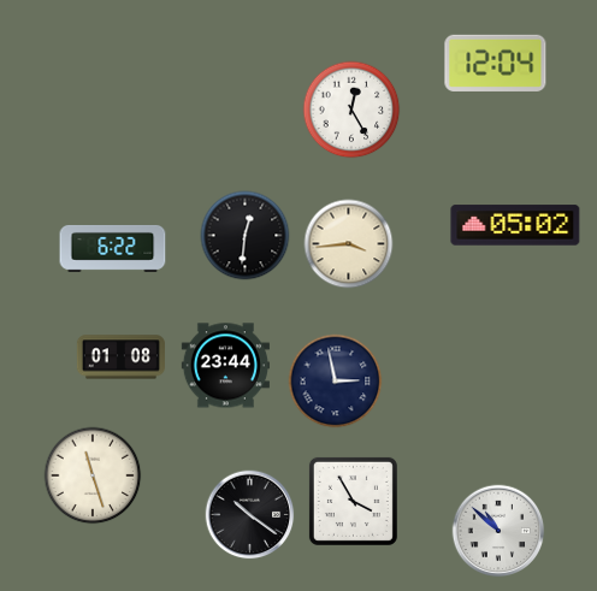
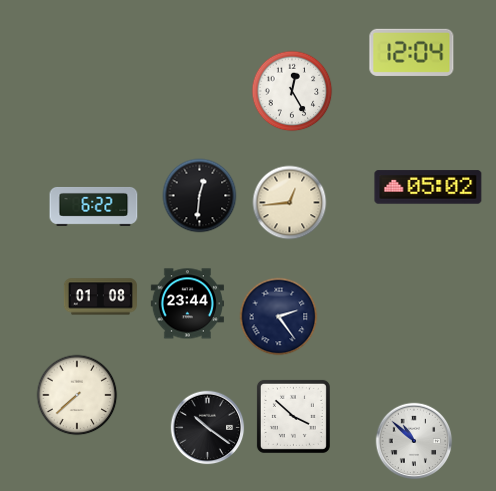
clock at (246, 236) position: (246, 236) -> (200, 196)
clock at (349, 244): 3:44 -> 12:44
clock at (336, 382): 2:58 -> 2:24
clock at (93, 475): 11:27 -> 7:38
clock at (353, 501): 3:55 -> 3:52
